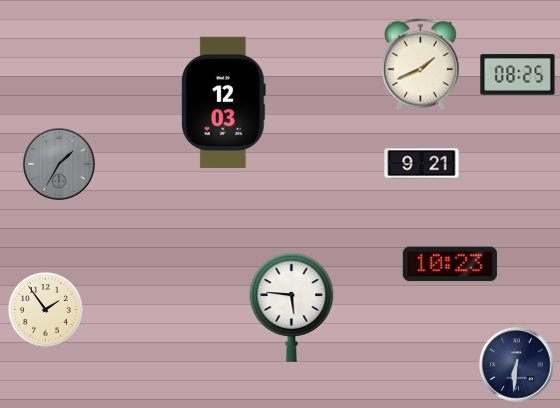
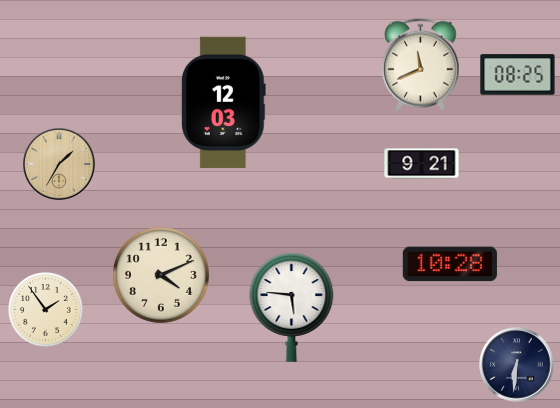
clock at (421, 64): 1:41 -> 11:41
clock at (59, 164) dial: grey -> champagne
clock at (450, 264): 10:23 -> 10:28
clock at (161, 275): none -> 4:11
